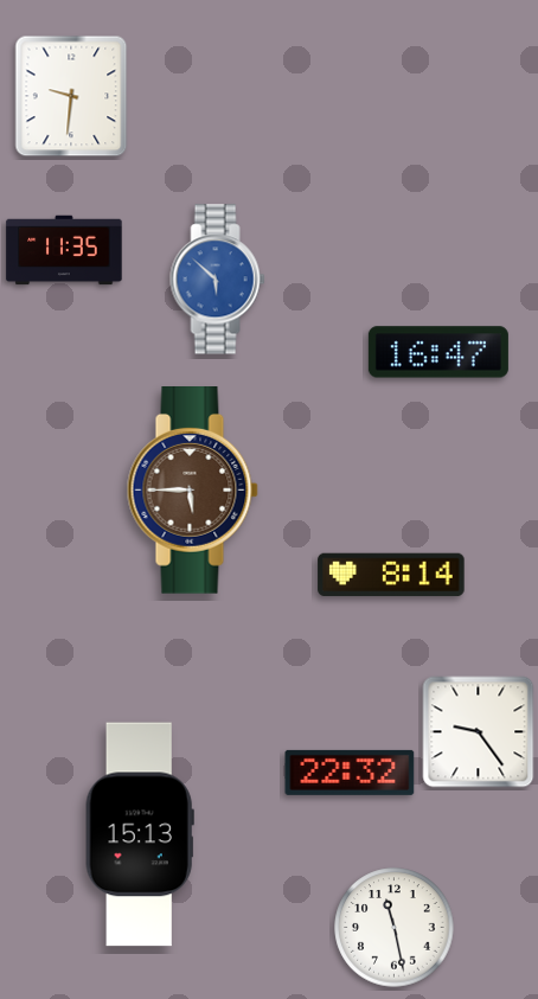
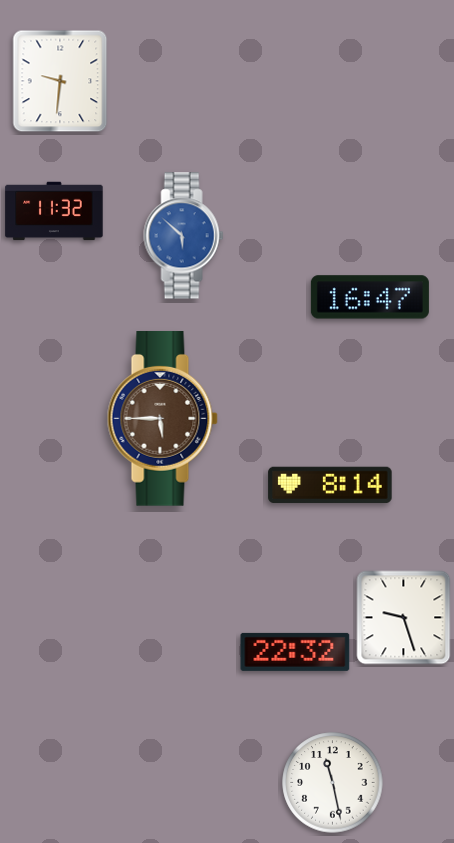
clock at (64, 250): 11:35 -> 11:32
clock at (192, 491) position: (192, 491) -> (162, 419)
clock at (479, 732): 9:24 -> 9:27
clock at (140, 834): 15:13 -> none
